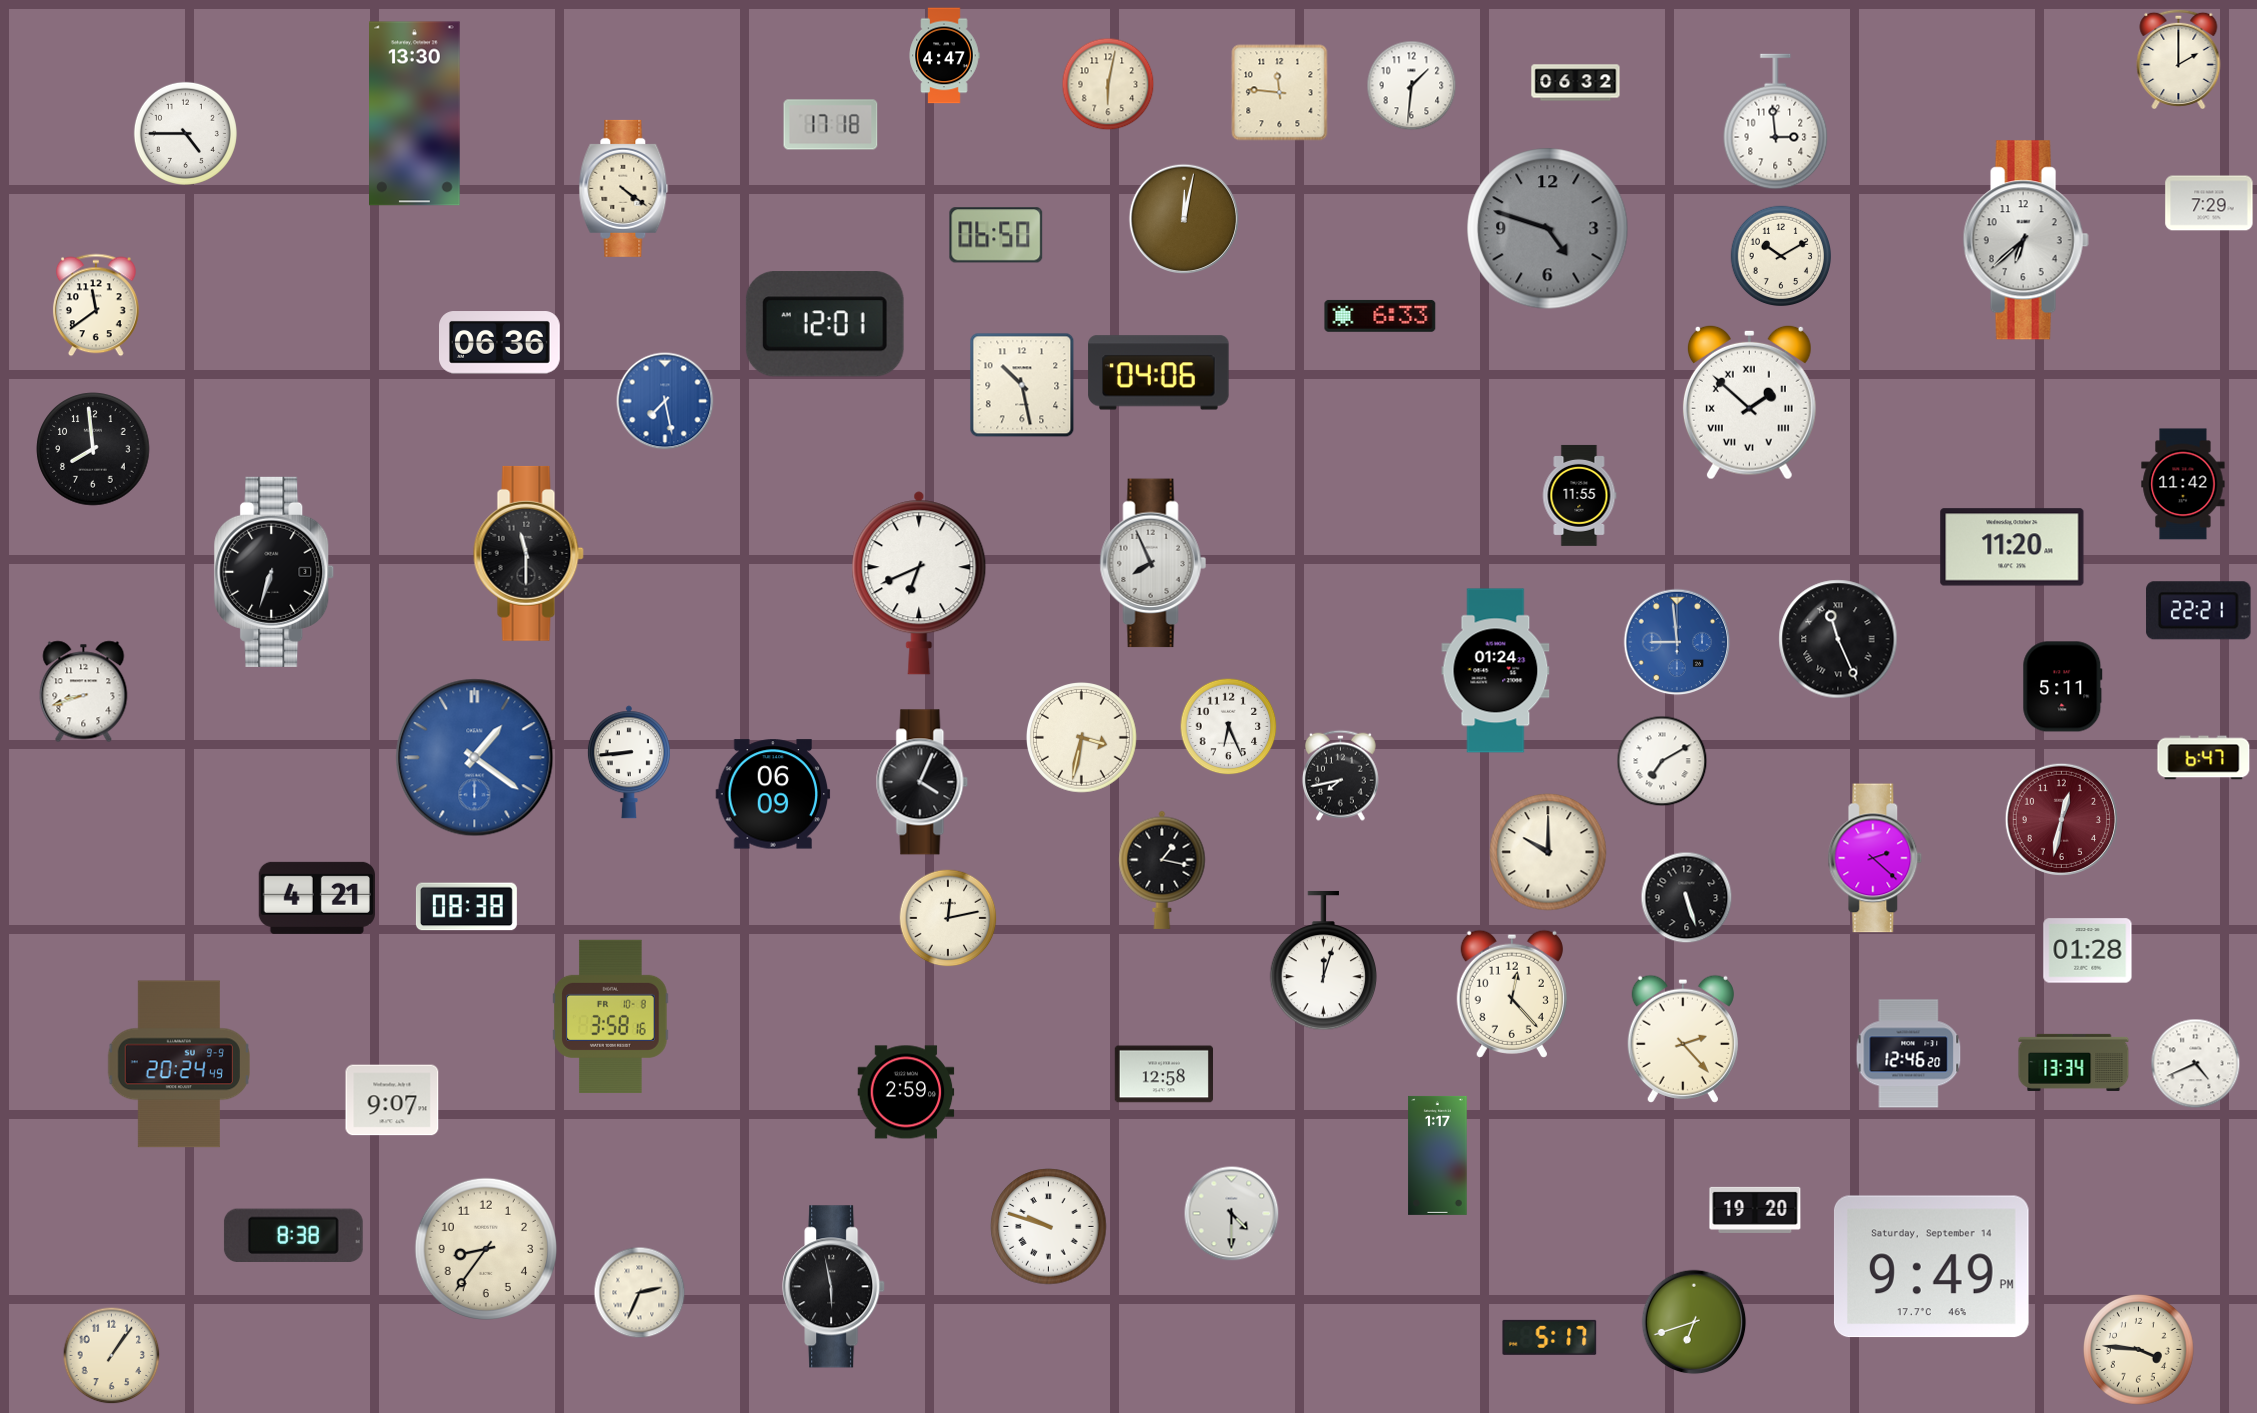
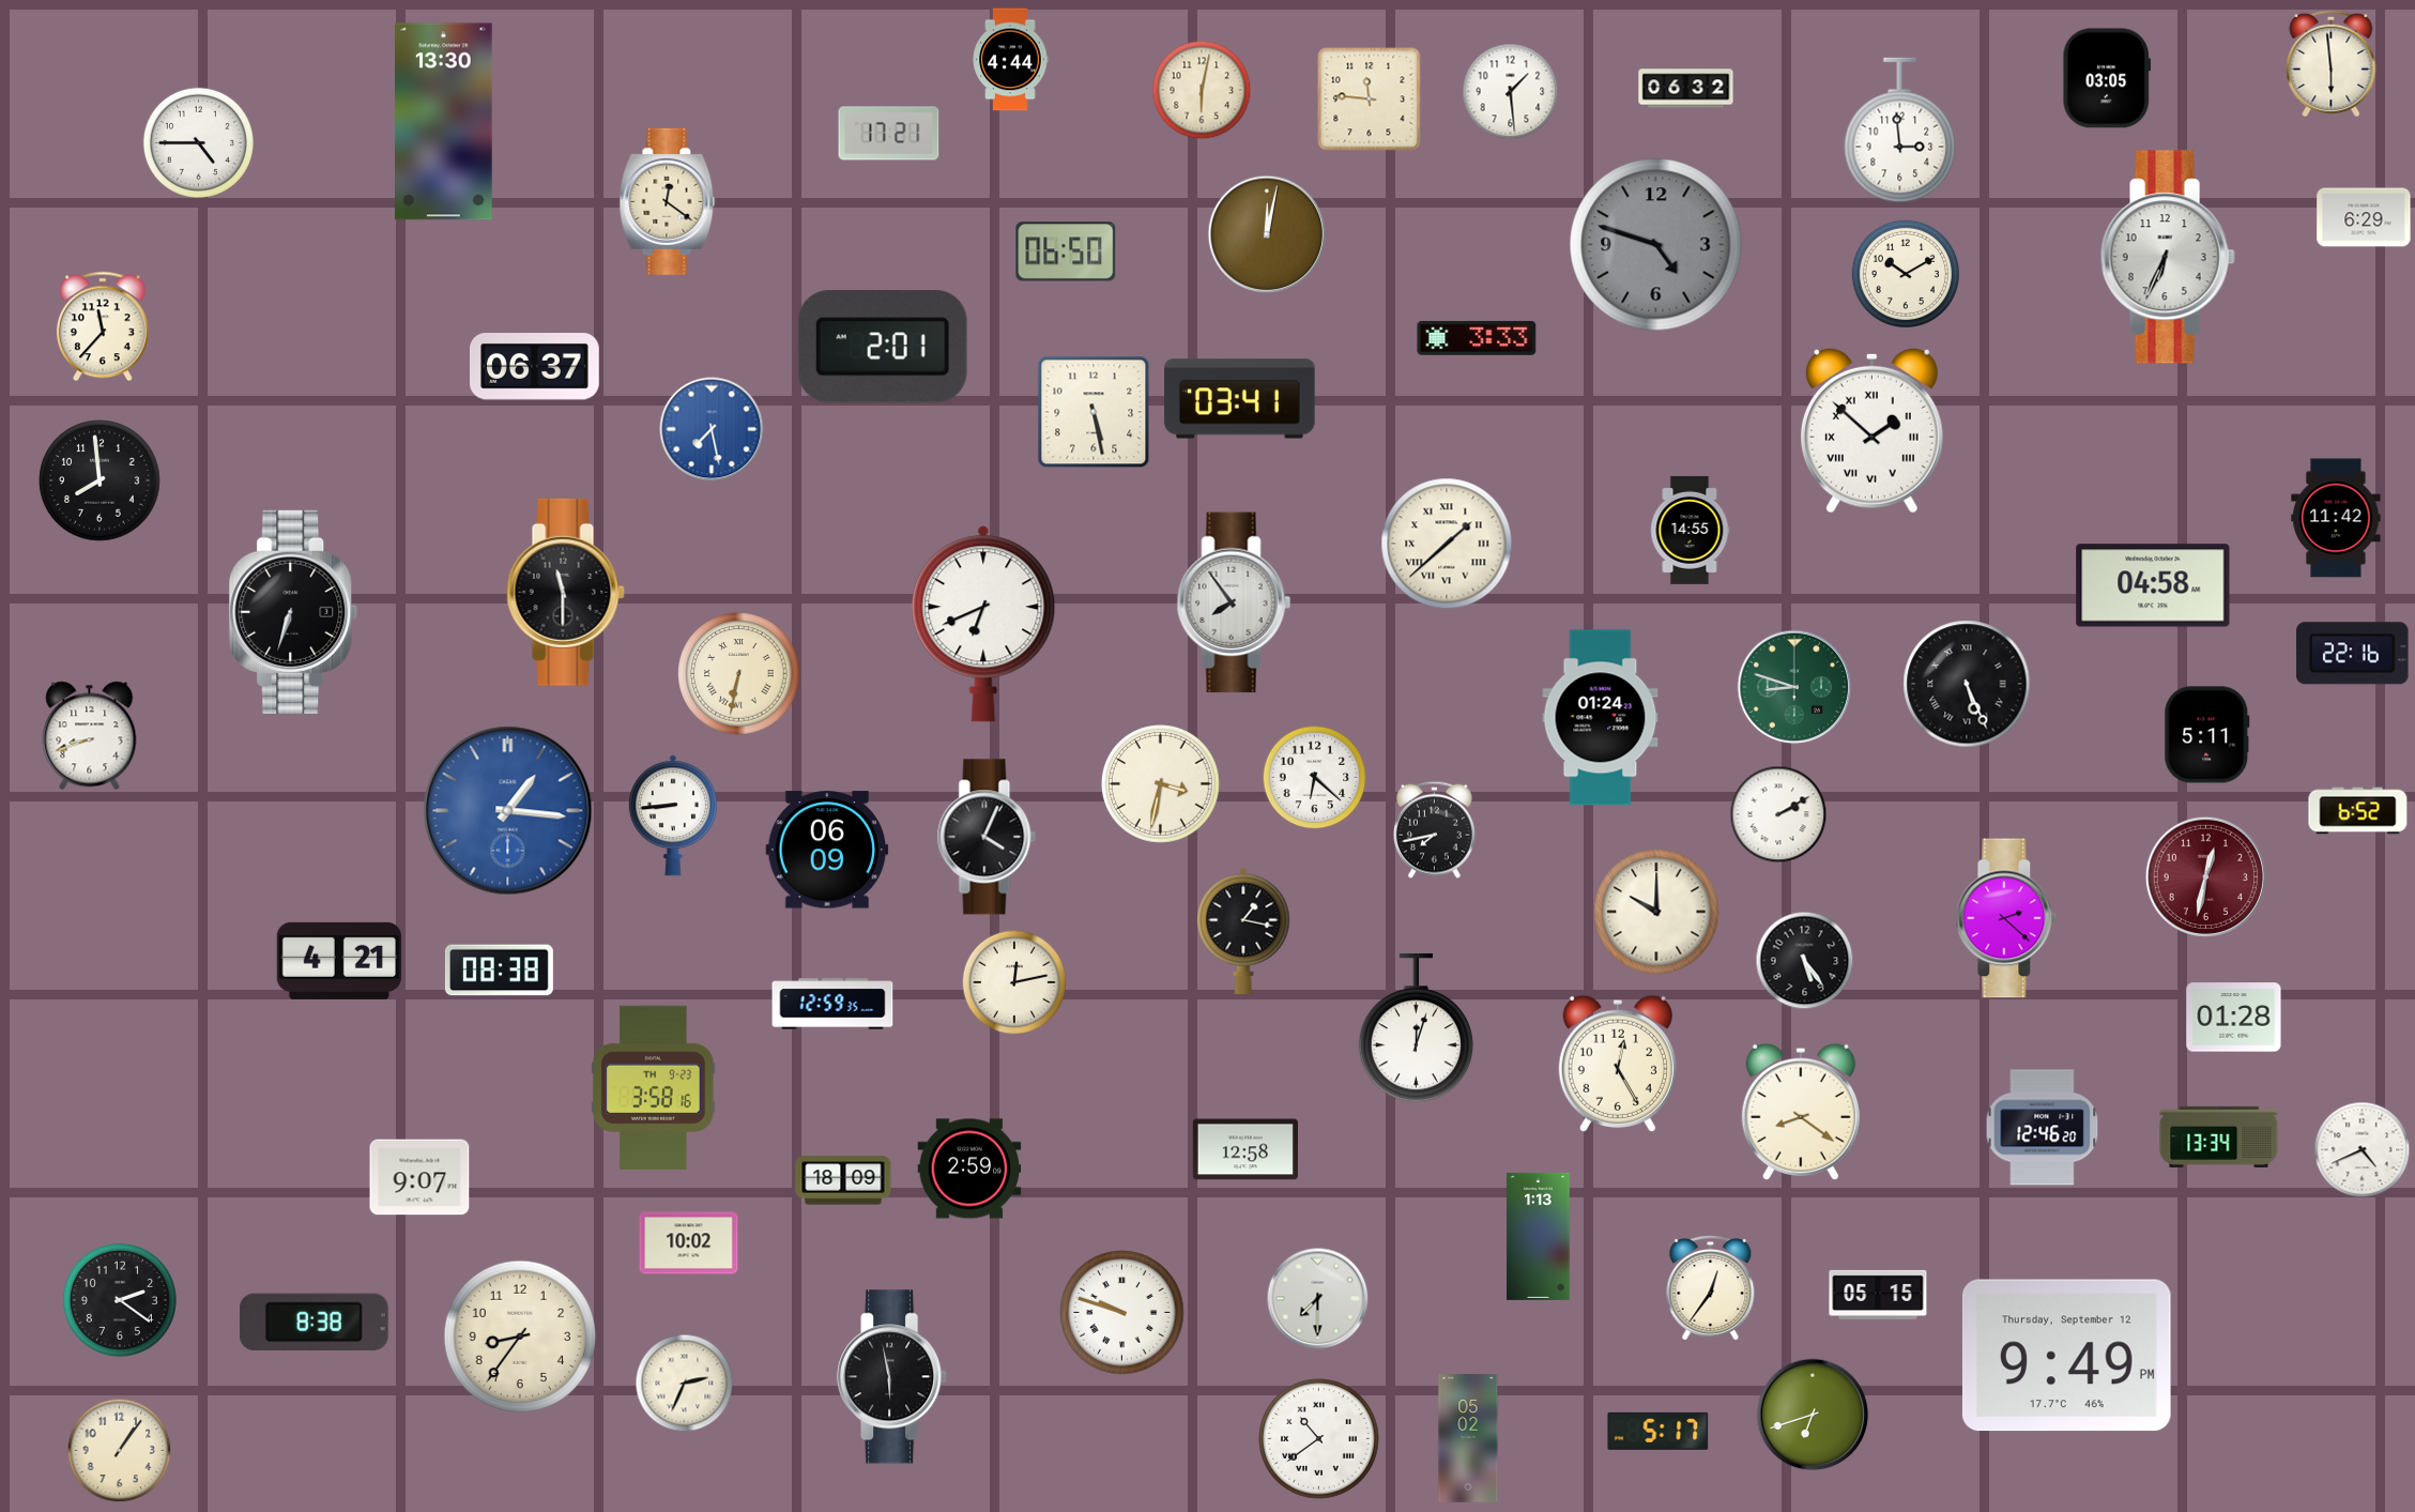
clock at (944, 56): 4:47 -> 4:44
clock at (2179, 58): 2:00 -> 5:59
clock at (2107, 78): none -> 03:05
clock at (1108, 84) position: (1108, 84) -> (1202, 90)
clock at (1412, 86): 1:31 -> 1:29
clock at (831, 125): 17:18 -> 17:21
clock at (624, 188): 4:21 -> 12:21
clock at (2209, 203): 7:29 -> 6:29
clock at (2026, 240): 6:38 -> 6:34
clock at (96, 305): 11:39 -> 11:37
clock at (1380, 316): 6:33 -> 3:33
clock at (825, 324): 12:01 -> 2:01
clock at (500, 343): 06:36 -> 06:37
clock at (1159, 373): 04:06 -> 03:41
clock at (1022, 385): 10:28 -> 5:28
clock at (1579, 495): 11:55 -> 14:55
clock at (1447, 544): none -> 1:38
clock at (2012, 547): 11:20 -> 04:58
clock at (1153, 563): 7:56 -> 7:54
clock at (2199, 611): 22:21 -> 22:16
clock at (739, 674): none -> 6:32
clock at (1838, 639): 11:26 -> 5:26
clock at (1677, 642): 8:59 -> 8:48
clock at (1677, 642) dial: blue -> green
clock at (84, 692) position: (84, 692) -> (90, 736)
clock at (1229, 727): 6:26 -> 6:22
clock at (1082, 738) position: (1082, 738) -> (1161, 784)
clock at (475, 758): 1:21 -> 1:16
clock at (2204, 758): 6:47 -> 6:52
clock at (1662, 761): 7:10 -> 2:10
clock at (1687, 898): 5:27 -> 5:24
clock at (832, 1004): none -> 12:59
clock at (1512, 994): 12:23 -> 12:25
clock at (611, 1016) date: FR 10-8 -> TH 9-23
clock at (1683, 1039): 2:23 -> 8:21
clock at (179, 1064): 20:24 -> none
clock at (2196, 1064) position: (2196, 1064) -> (2363, 1150)
clock at (843, 1180): none -> 18:09
clock at (1438, 1155): 1:17 -> 1:13
clock at (689, 1243): none -> 10:02
clock at (1711, 1287): none -> 12:36
clock at (1755, 1210): 19:20 -> 05:15
clock at (1232, 1214): 4:30 -> 7:30
clock at (120, 1300): none -> 2:21
clock at (1931, 1267) date: Saturday, September 14 -> Thursday, September 12
clock at (1319, 1439): none -> 10:39
clock at (1468, 1439): none -> 05:02
clock at (2139, 1350): 3:46 -> none
